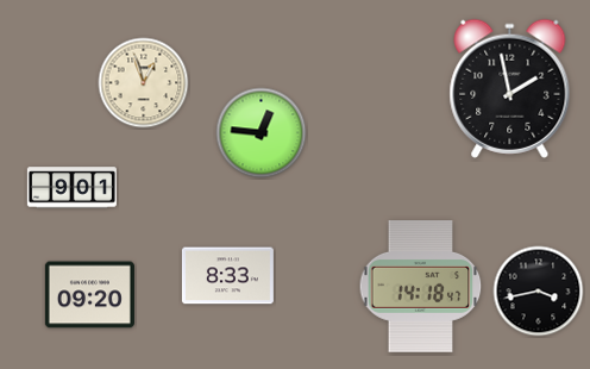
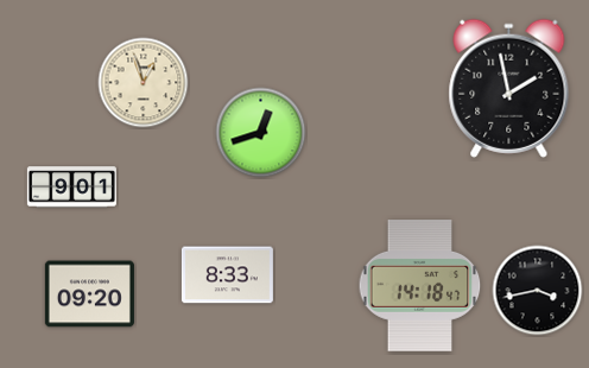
clock at (262, 133): 12:46 -> 12:42
